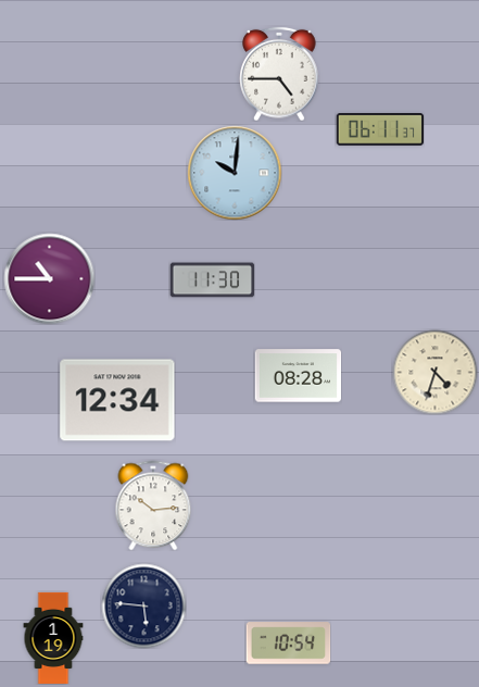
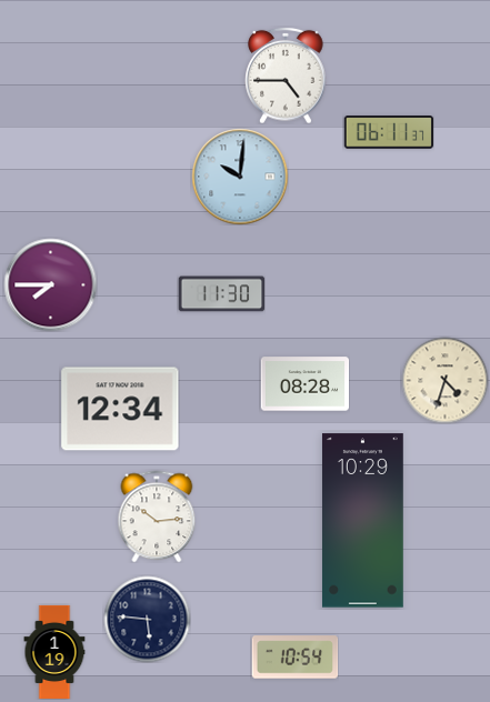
clock at (49, 278): 10:45 -> 7:45
clock at (212, 280) position: (212, 280) -> (221, 294)
clock at (362, 521): none -> 10:29
